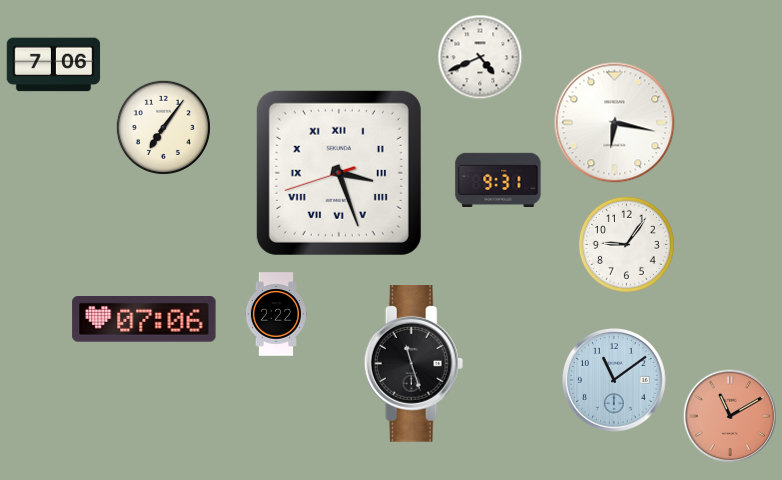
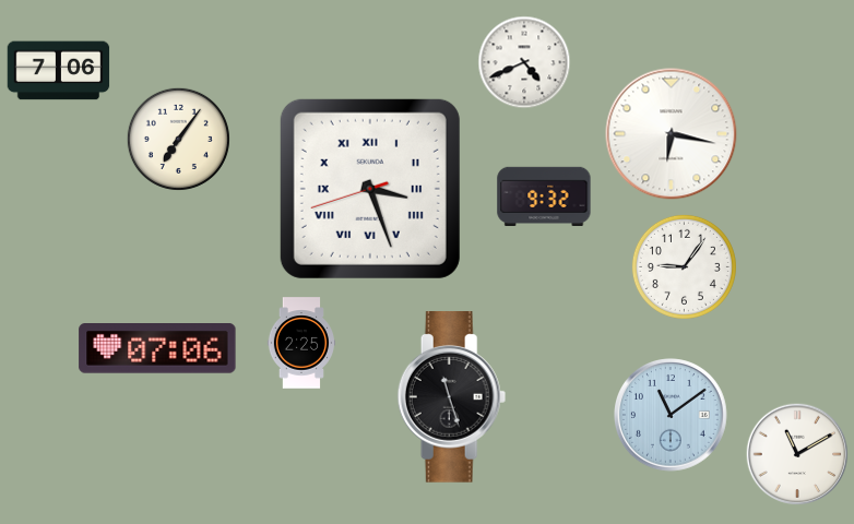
clock at (498, 179): 9:31 -> 9:32
clock at (275, 314): 2:22 -> 2:25
clock at (730, 416) dial: salmon -> white
